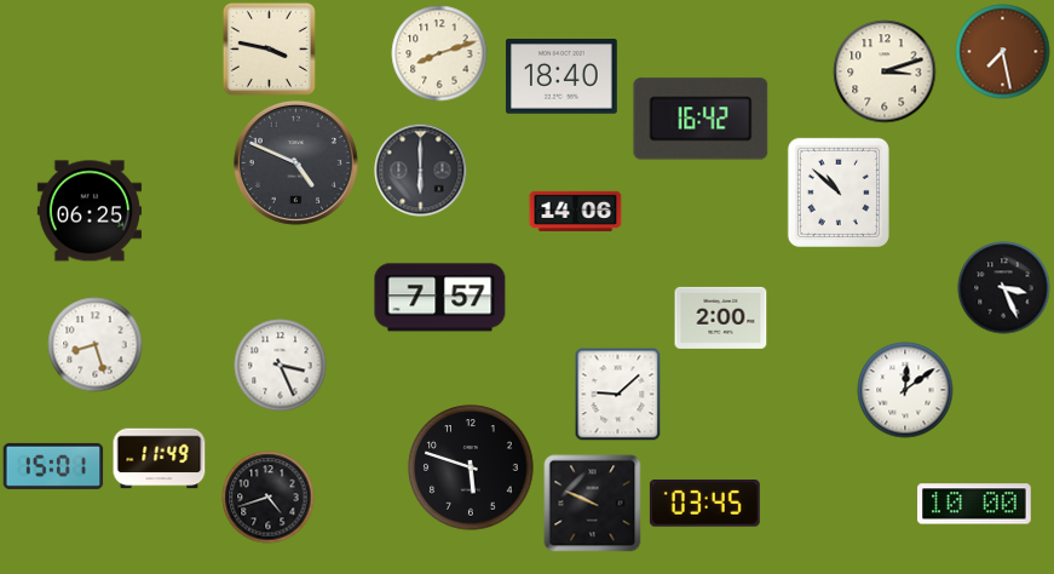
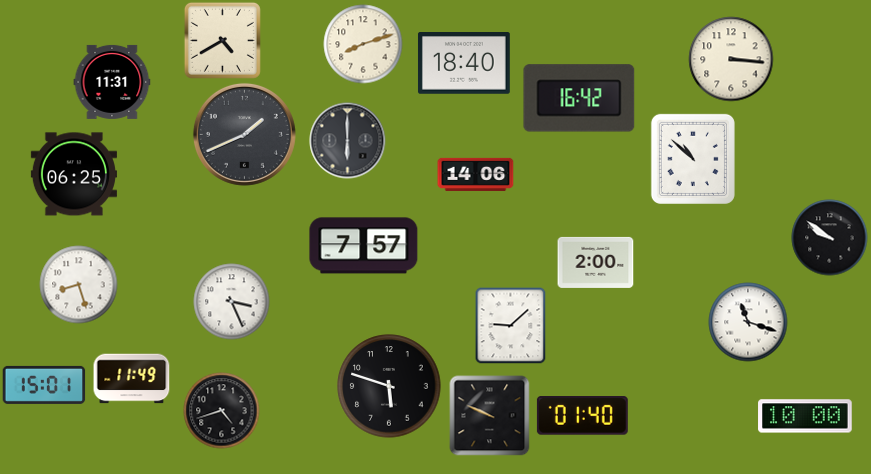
clock at (269, 48): 3:47 -> 4:40
clock at (1003, 52): 7:28 -> none
clock at (885, 71): 3:12 -> 3:16
clock at (112, 82): none -> 11:31
clock at (295, 162): 4:49 -> 1:41
clock at (1004, 288): 3:26 -> 9:51
clock at (905, 390): 12:09 -> 11:18
clock at (704, 504): 03:45 -> 01:40
